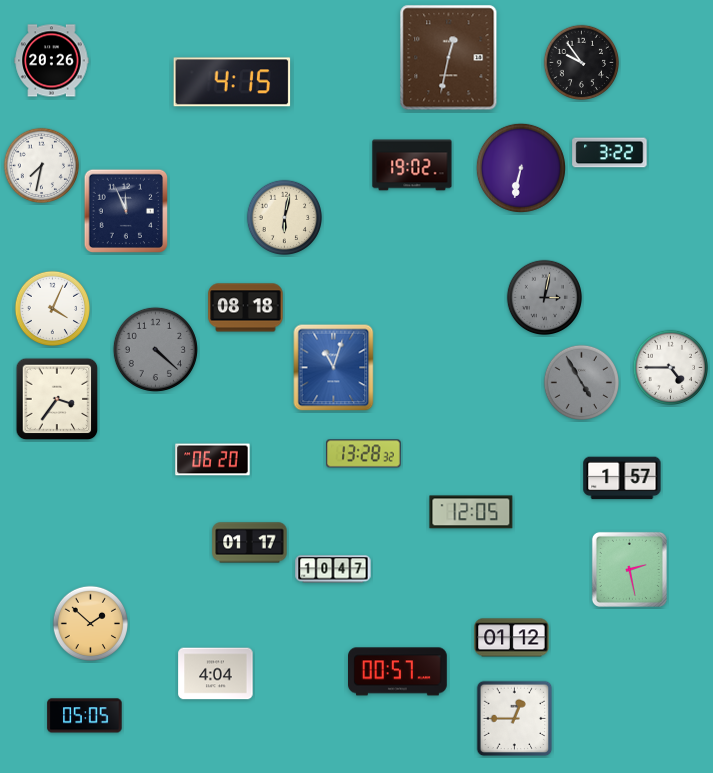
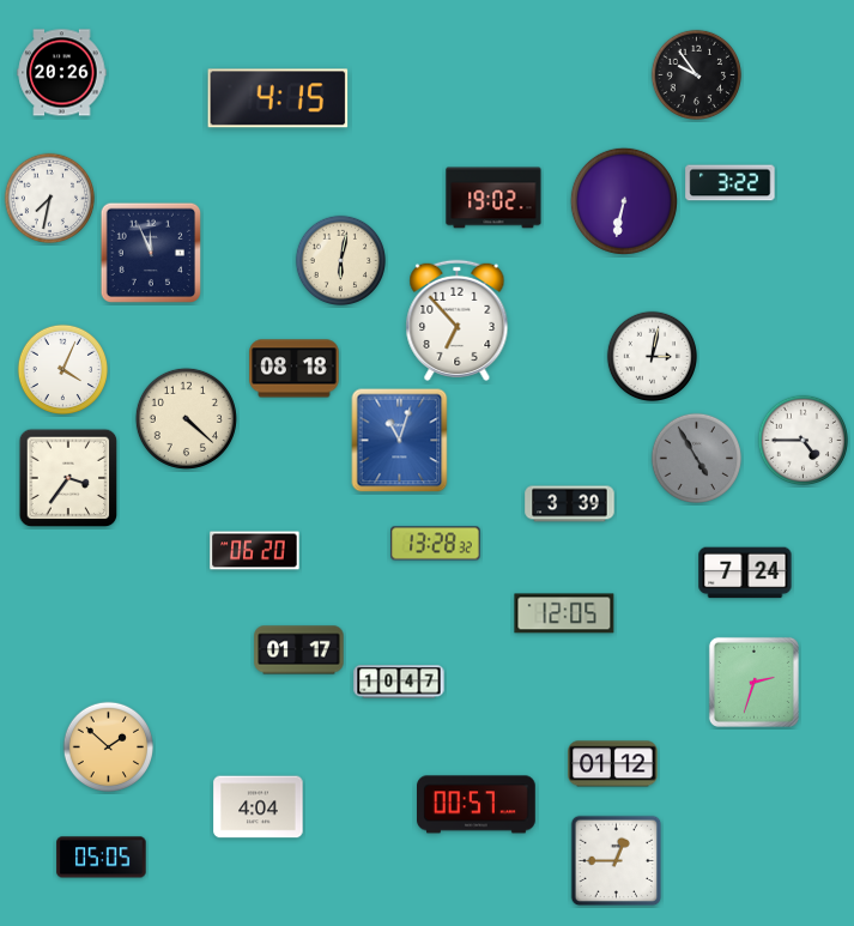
clock at (449, 58): 12:32 -> none
clock at (458, 320): none -> 6:53
clock at (545, 298) dial: grey -> white
clock at (155, 349) dial: grey -> cream
clock at (570, 504): none -> 3:39
clock at (622, 478): 1:57 -> 7:24
clock at (629, 569): 2:28 -> 2:33
